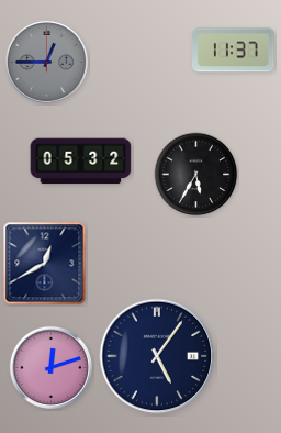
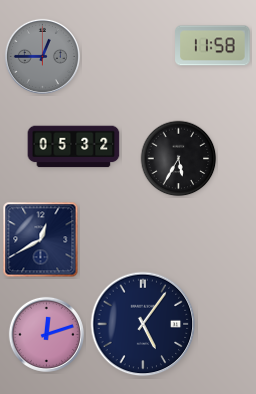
clock at (234, 51): 11:37 -> 11:58
